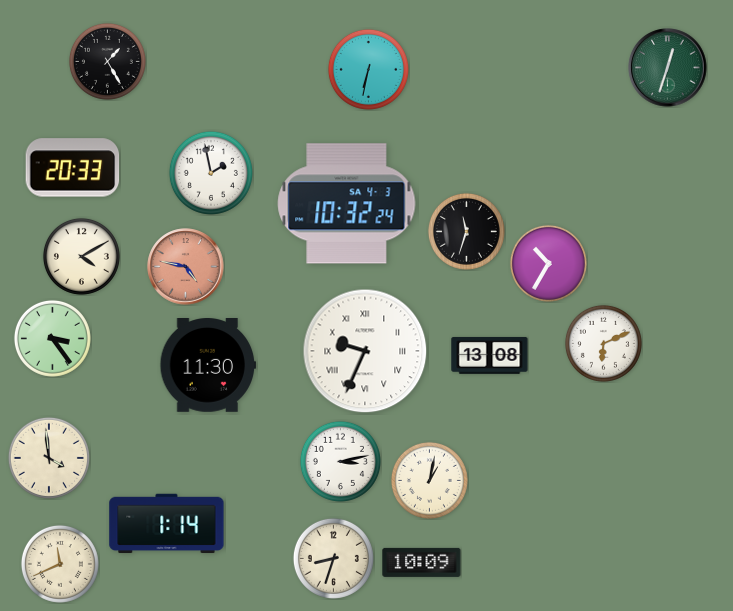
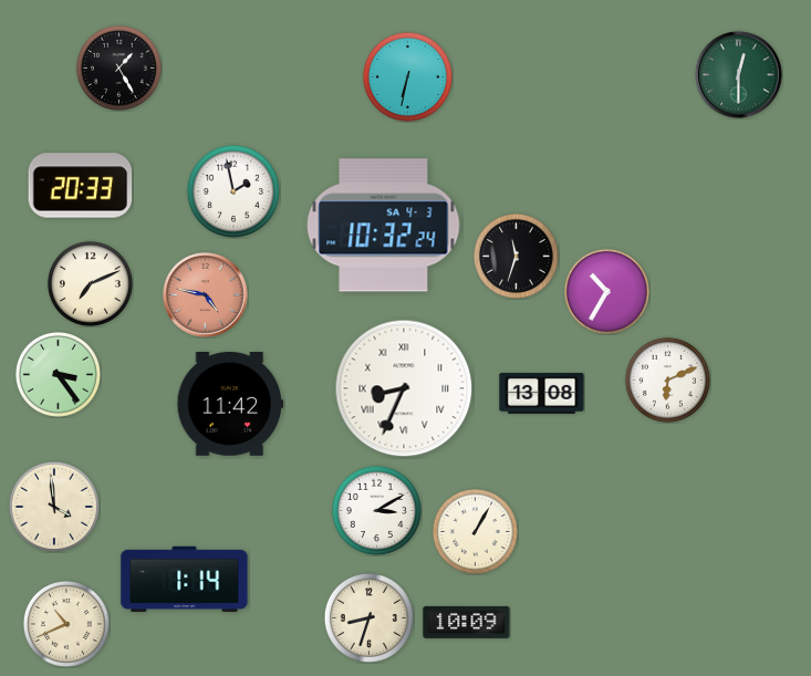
clock at (668, 68): 12:33 -> 12:30
clock at (81, 256): 4:10 -> 7:11
clock at (365, 351): 9:34 -> 8:34
clock at (207, 366): 11:30 -> 11:42
clock at (340, 461): 3:13 -> 3:10
clock at (429, 480): 1:02 -> 1:05
clock at (60, 564): 11:41 -> 10:41
